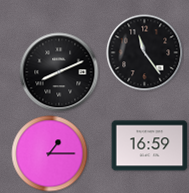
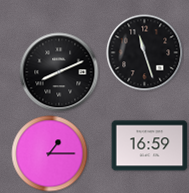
clock at (145, 53): 11:24 -> 11:27
